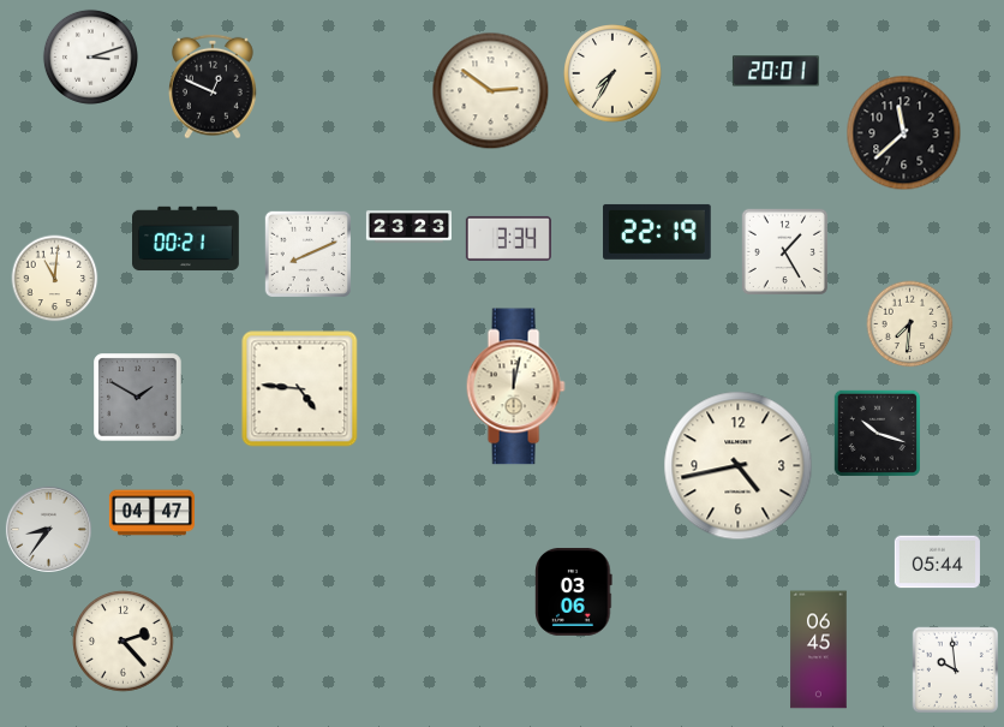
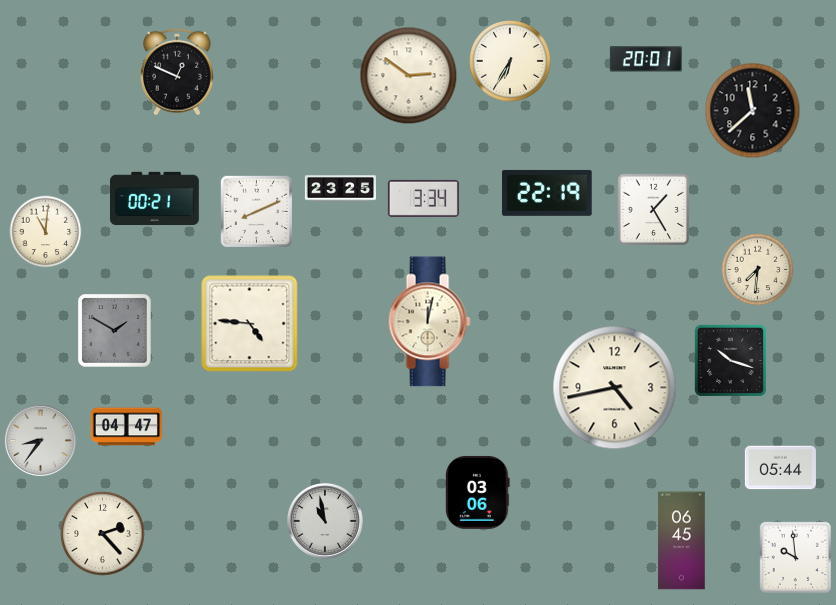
clock at (90, 56): 3:12 -> none
clock at (614, 75): 7:35 -> 6:35
clock at (408, 227): 23:23 -> 23:25
clock at (325, 521): none -> 10:58
